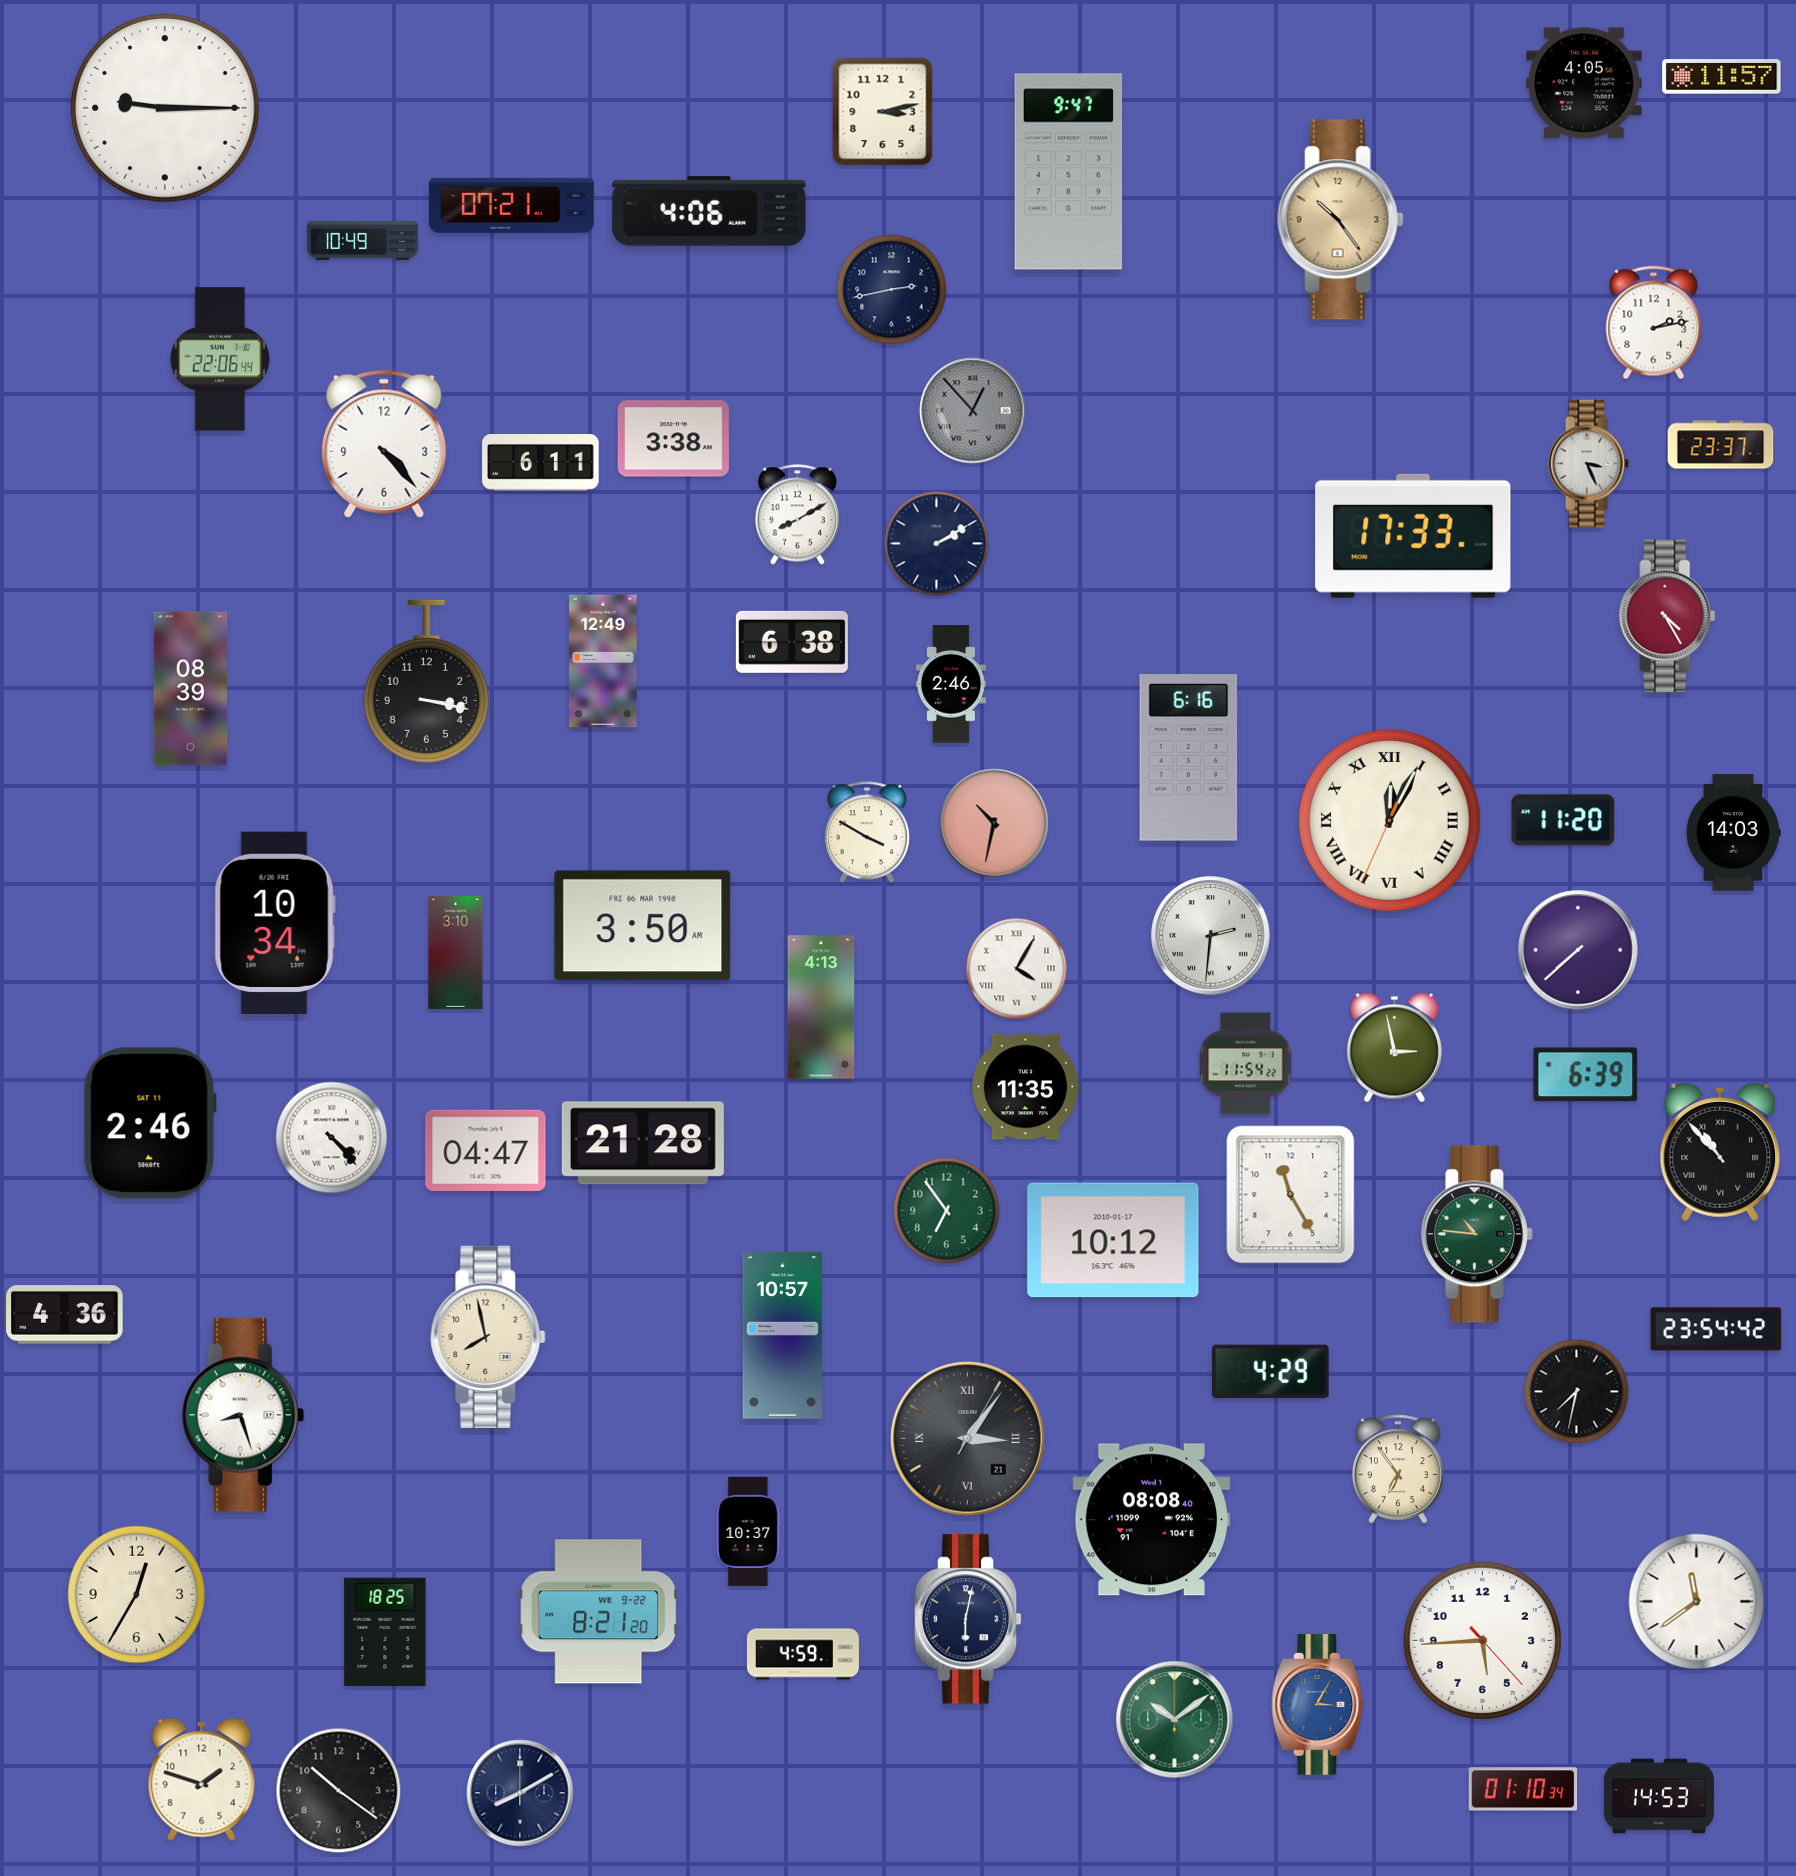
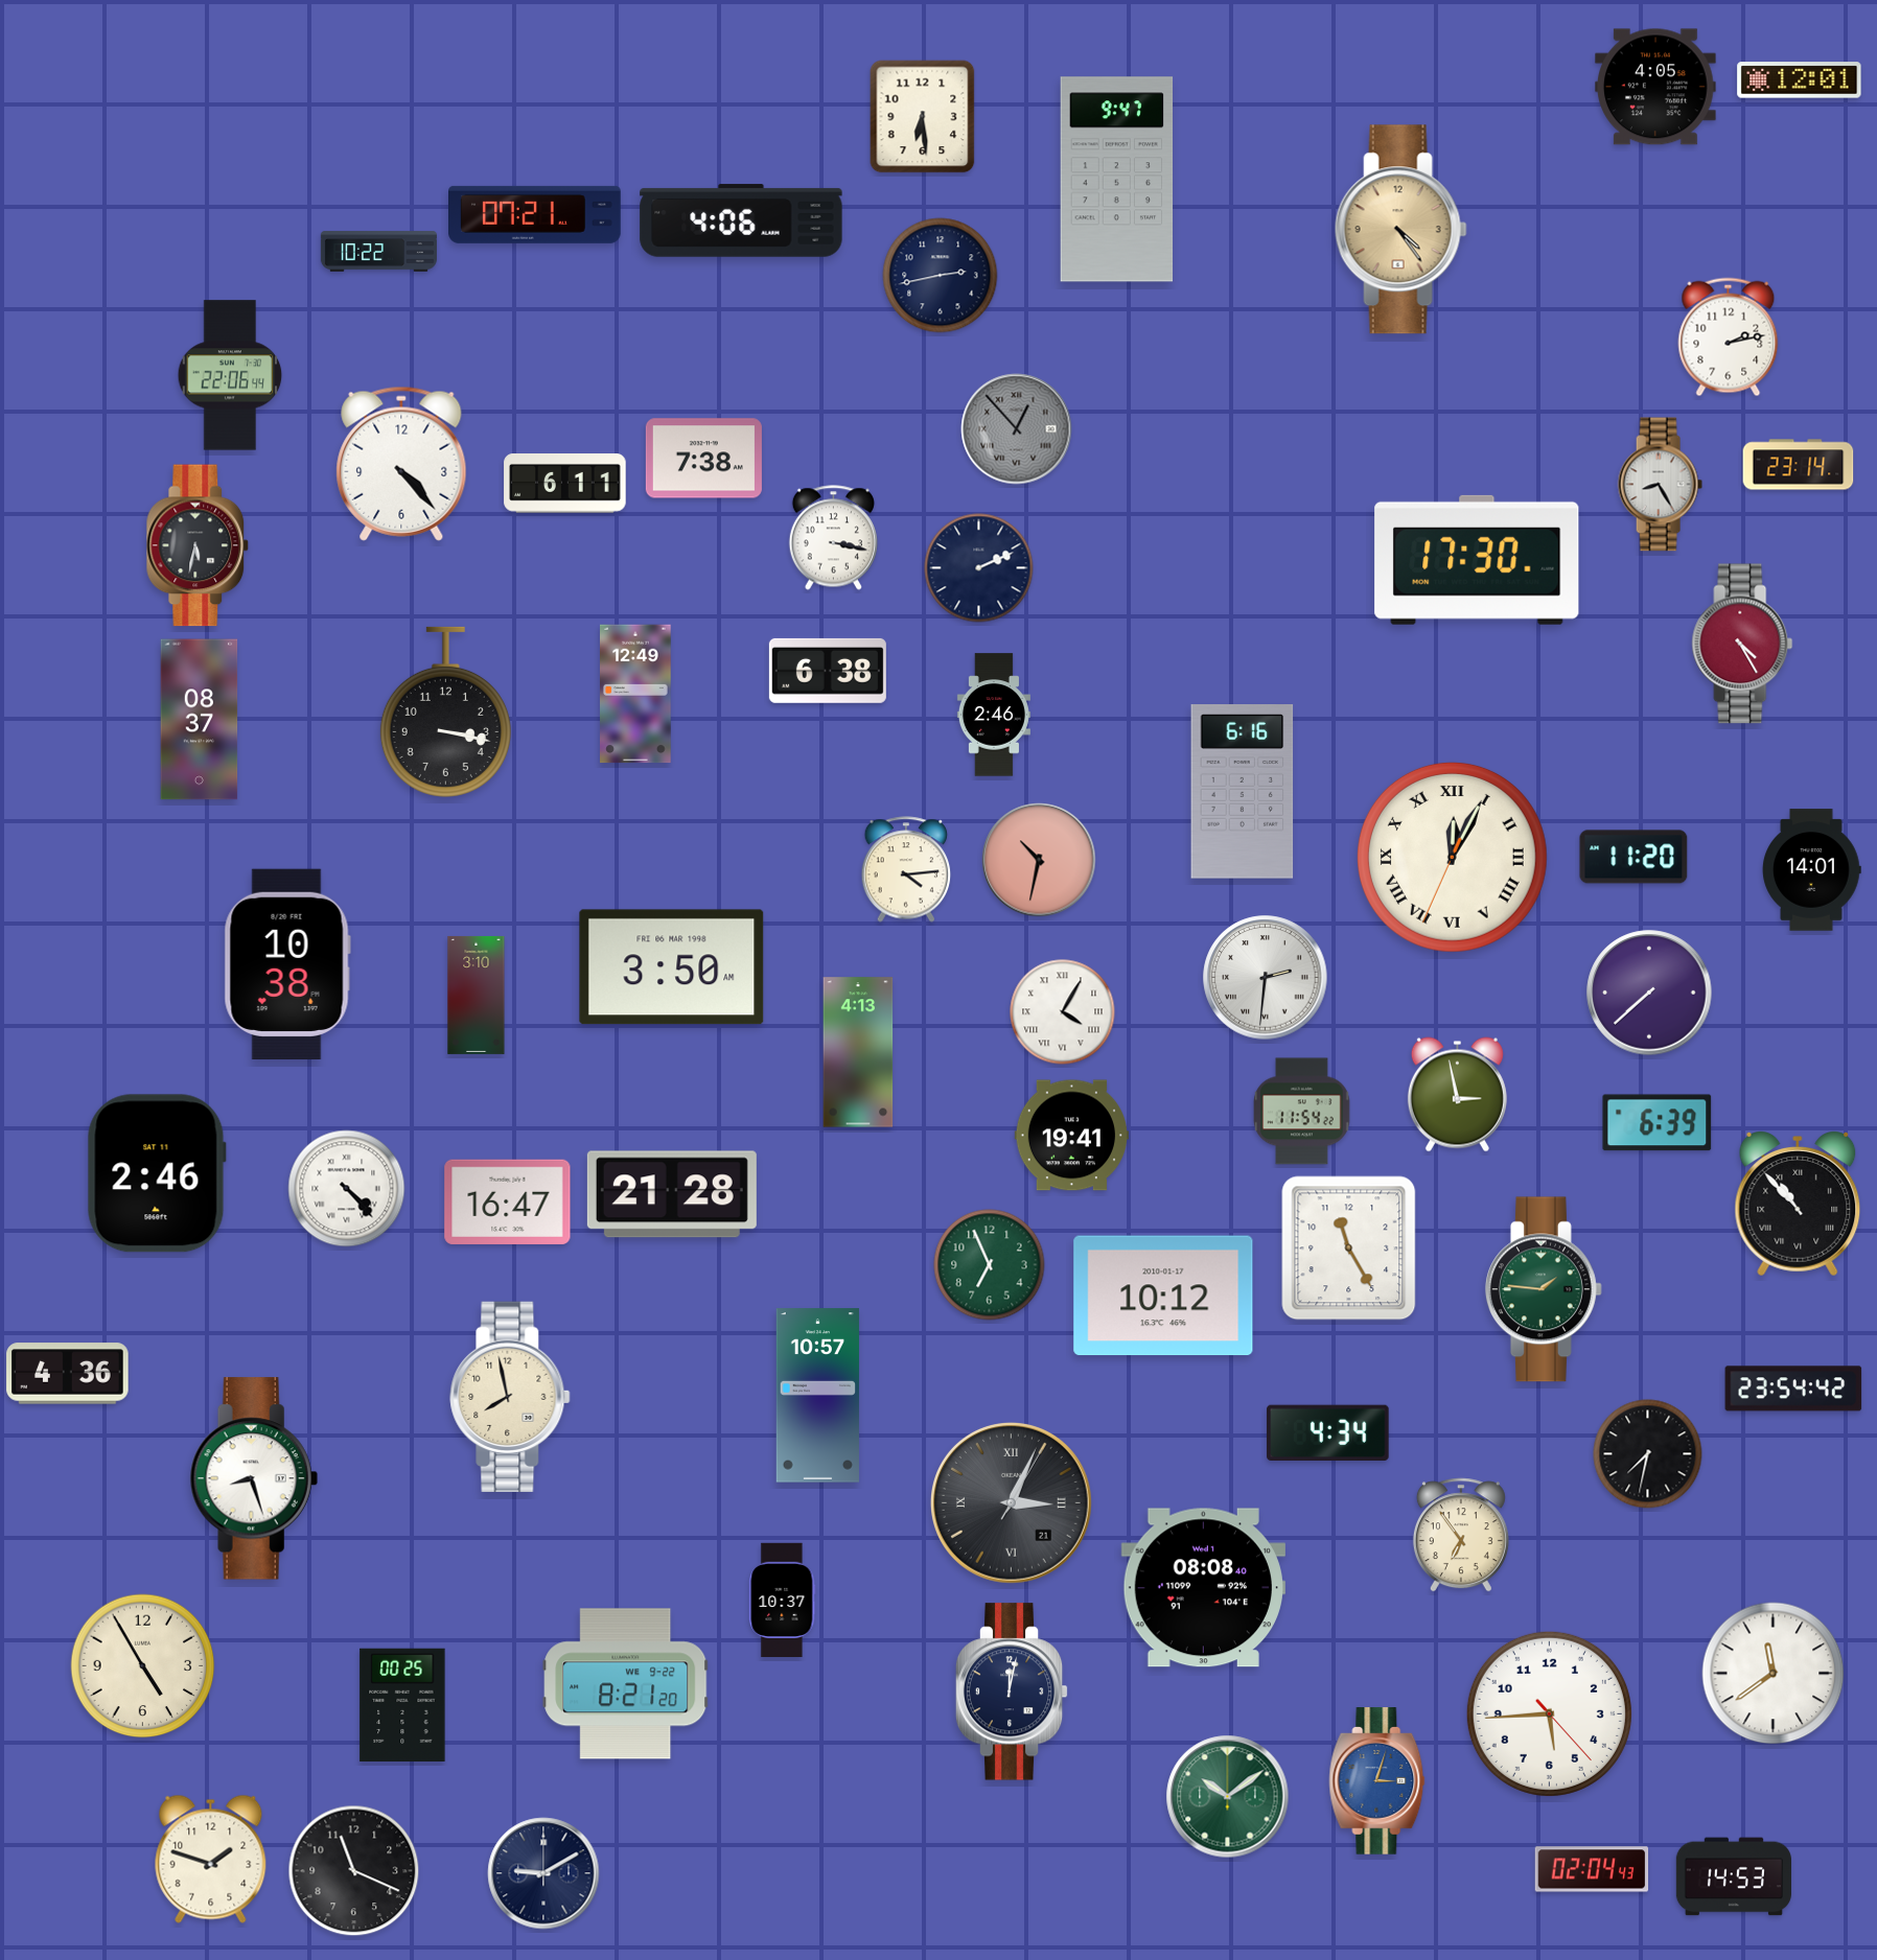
clock at (1722, 77): 11:57 -> 12:01
clock at (166, 109): 9:15 -> none
clock at (883, 112): 3:13 -> 6:29
clock at (1340, 220): 10:24 -> 4:24
clock at (362, 241): 10:49 -> 10:22
clock at (892, 290) position: (892, 290) -> (941, 276)
clock at (673, 439): 3:38 -> 7:38
clock at (1721, 445): 23:37 -> 23:14
clock at (1588, 464): 3:26 -> 8:25
clock at (797, 515): 8:10 -> 3:17
clock at (198, 545): none -> 5:32
clock at (1413, 536): 17:33 -> 17:30
clock at (937, 544): 2:10 -> 2:11
clock at (604, 661) position: (604, 661) -> (636, 694)
clock at (191, 689): 08:39 -> 08:37
clock at (867, 832): 3:50 -> 4:14
clock at (1734, 833): 14:03 -> 14:01
clock at (275, 922): 10:34 -> 10:38
clock at (1025, 1087): 11:35 -> 19:41
clock at (486, 1150): 04:47 -> 16:47
clock at (947, 1211): 6:54 -> 6:56
clock at (1477, 1234): 10:46 -> 1:46
clock at (1271, 1371): 4:29 -> 4:34
clock at (968, 1439): 3:06 -> 3:04
clock at (137, 1595): 12:35 -> 4:55
clock at (968, 1619): 6:02 -> 12:02
clock at (385, 1631): 18:25 -> 00:25
clock at (803, 1654): 4:59 -> none
clock at (1318, 1705): 3:05 -> 3:03
clock at (1523, 1789): 01:10 -> 02:04
clock at (339, 1791): 10:21 -> 11:19
clock at (520, 1793): 8:10 -> 9:10
